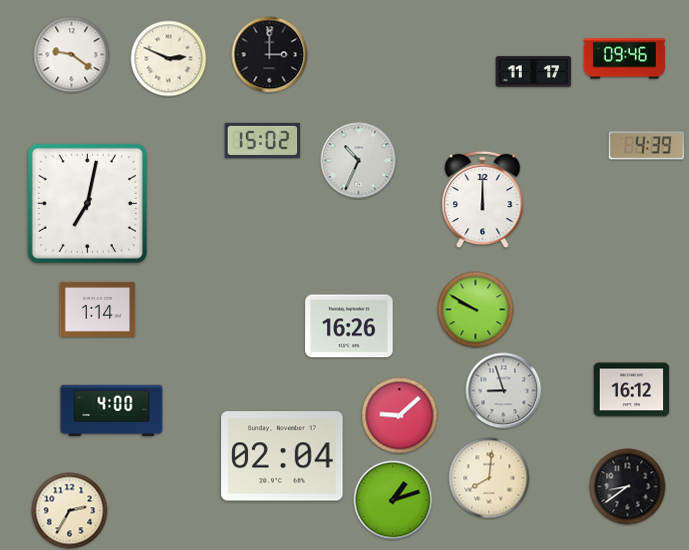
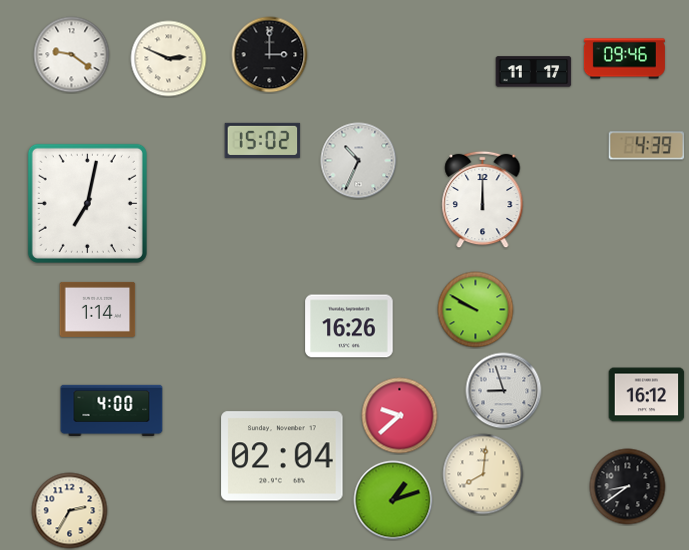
clock at (632, 390) position: (632, 390) -> (647, 395)
clock at (400, 416): 9:08 -> 9:38
clock at (489, 478) position: (489, 478) -> (483, 474)
